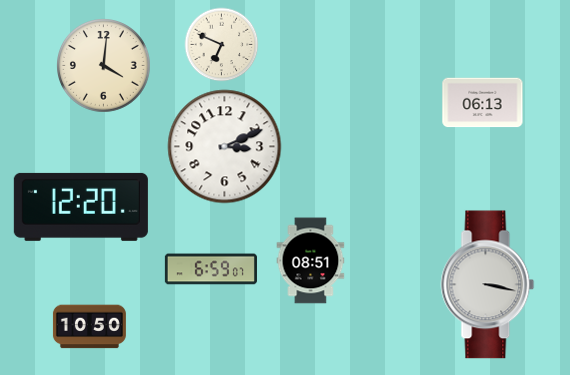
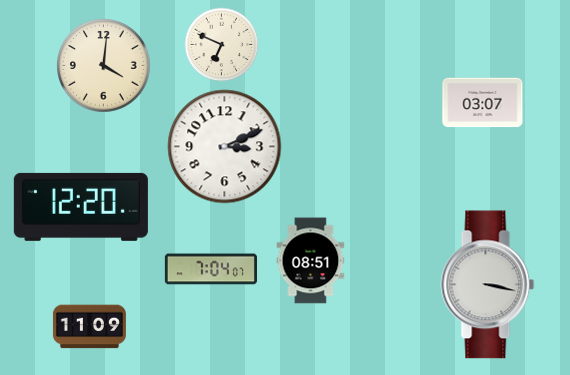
clock at (483, 103): 06:13 -> 03:07
clock at (211, 269): 6:59 -> 7:04
clock at (89, 327): 10:50 -> 11:09
